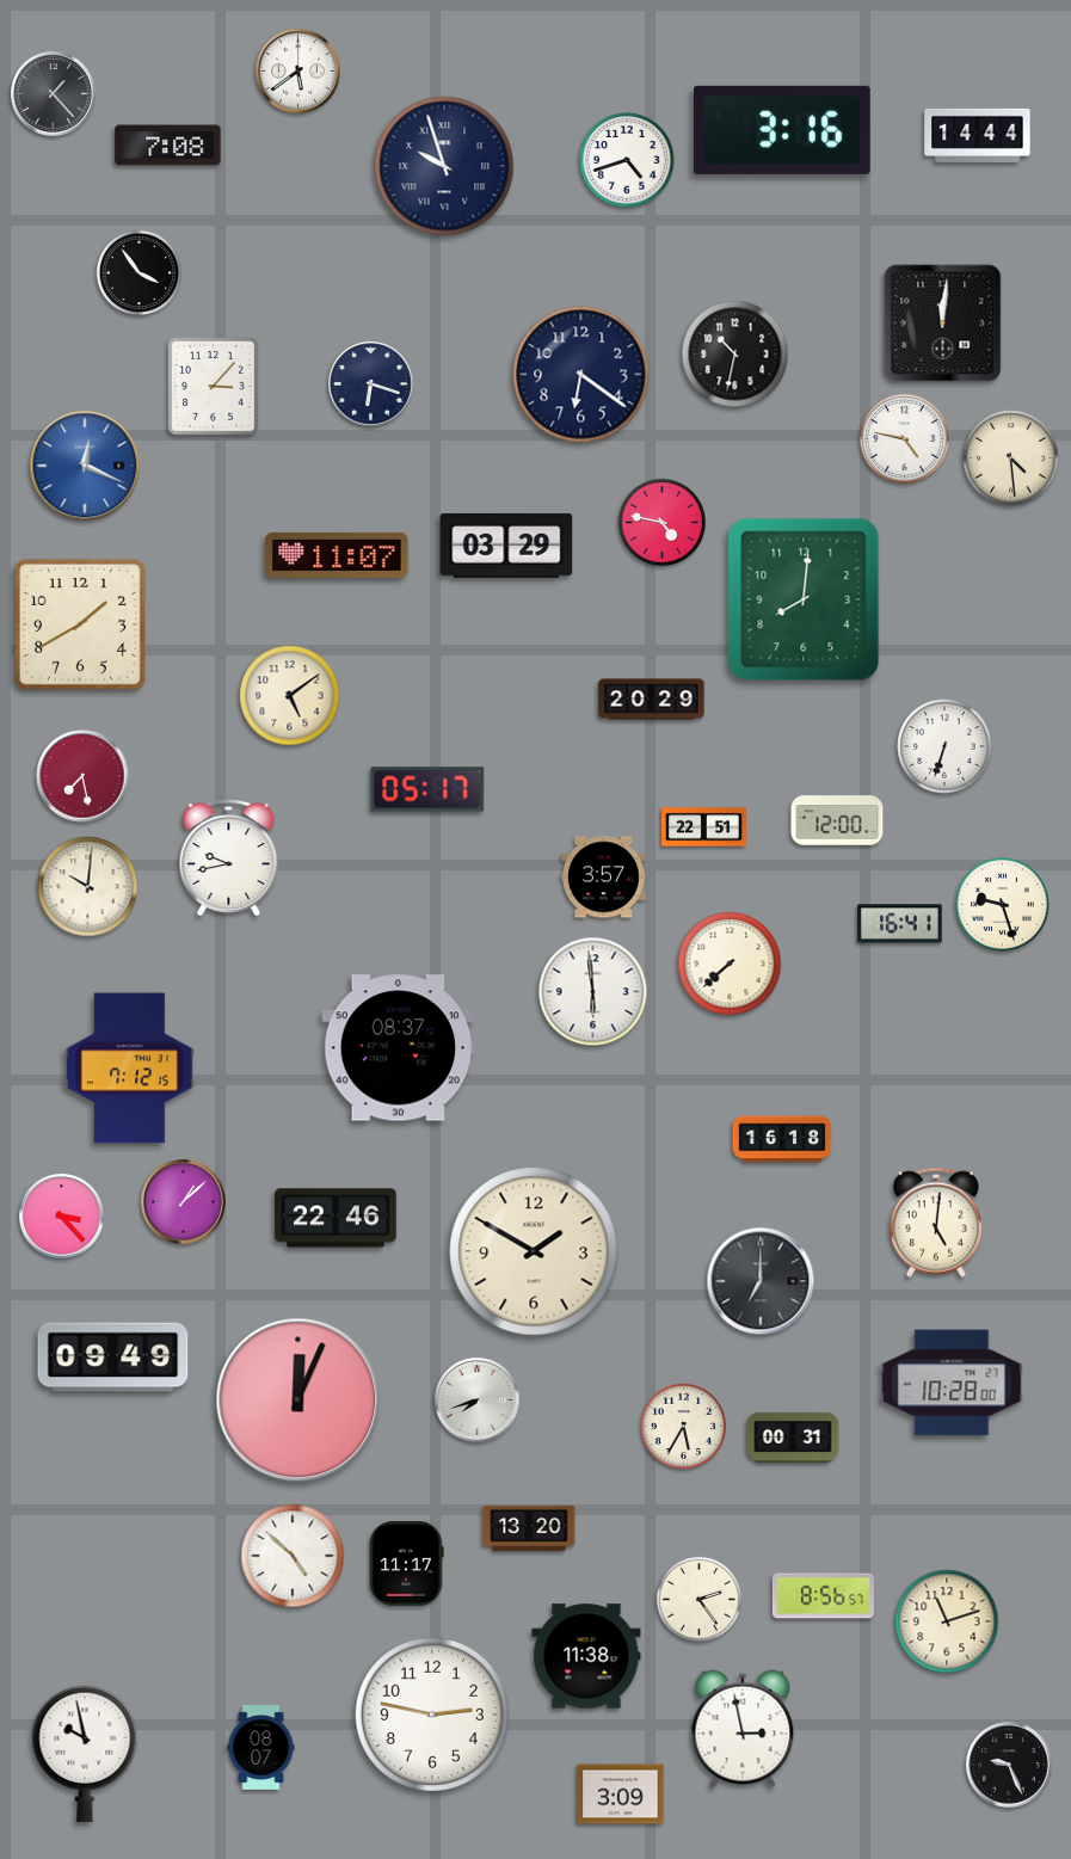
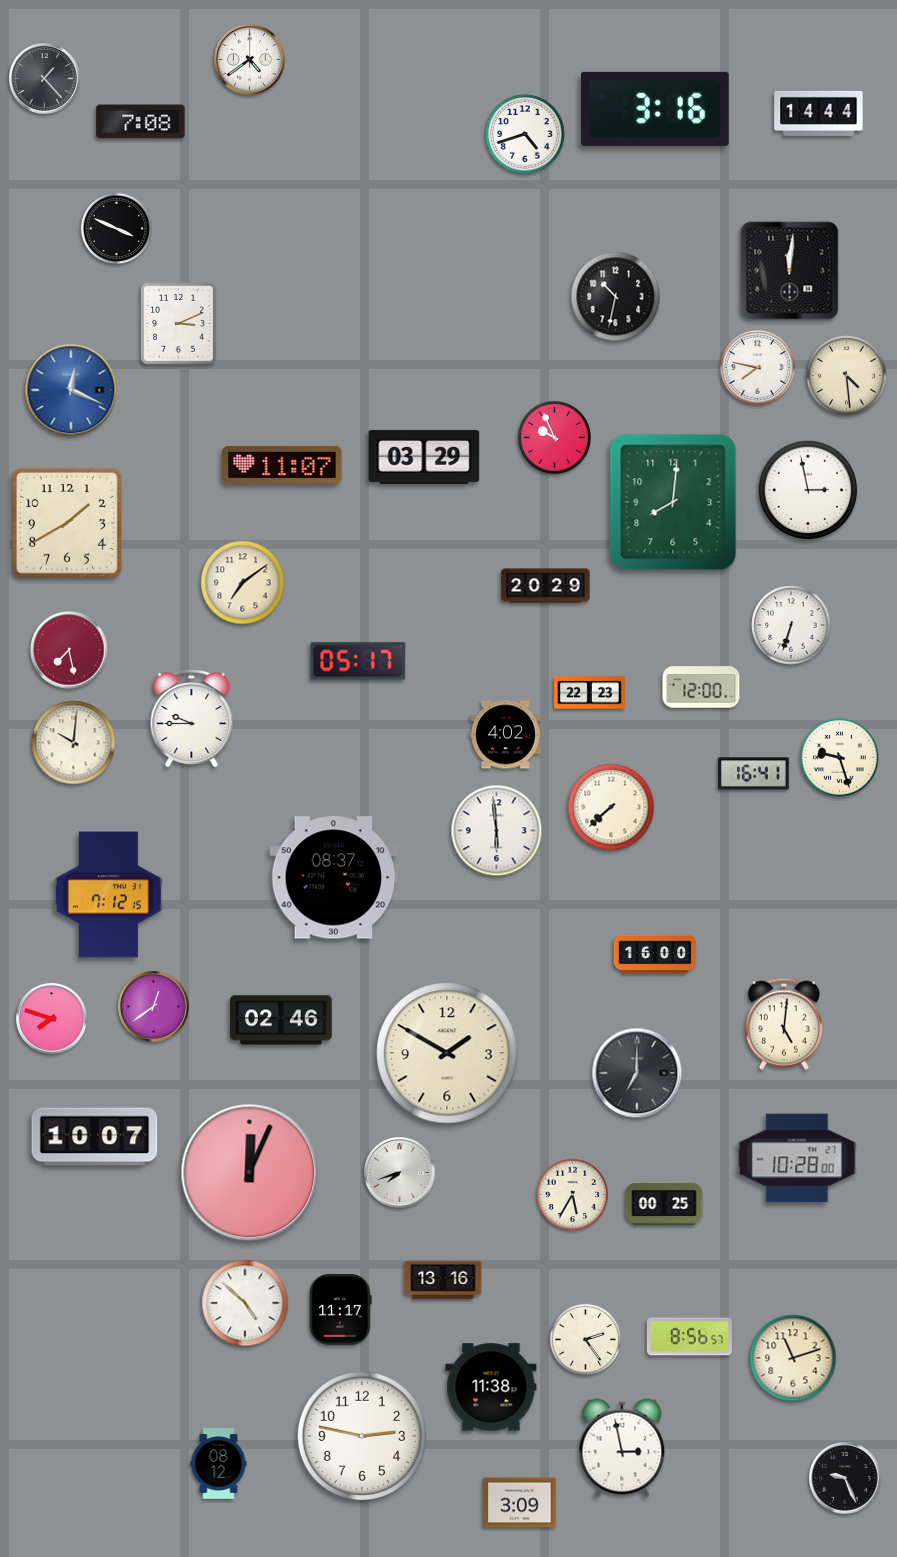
clock at (298, 72): 5:39 -> 4:39
clock at (444, 166): 9:57 -> none
clock at (140, 273): 3:54 -> 3:49
clock at (581, 375): 6:21 -> none
clock at (371, 384): 6:18 -> none
clock at (214, 387): 3:07 -> 3:11
clock at (904, 438): 4:47 -> 7:47
clock at (1011, 458) position: (1011, 458) -> (847, 376)
clock at (661, 522): 4:47 -> 9:56
clock at (808, 490): none -> 2:58
clock at (290, 696): 5:09 -> 7:09
clock at (704, 827): 22:51 -> 22:23
clock at (229, 857): 9:43 -> 9:45
clock at (604, 878): 3:57 -> 4:02
clock at (782, 1139): 16:18 -> 16:00
clock at (184, 1202): 1:08 -> 12:39
clock at (62, 1217): 3:23 -> 7:48
clock at (336, 1218): 22:46 -> 02:46
clock at (534, 1251) position: (534, 1251) -> (447, 1053)
clock at (113, 1358): 09:49 -> 10:07
clock at (793, 1438): 00:31 -> 00:25
clock at (529, 1528): 13:20 -> 13:16
clock at (261, 1748): 08:07 -> 08:12
clock at (85, 1754): 9:58 -> none
